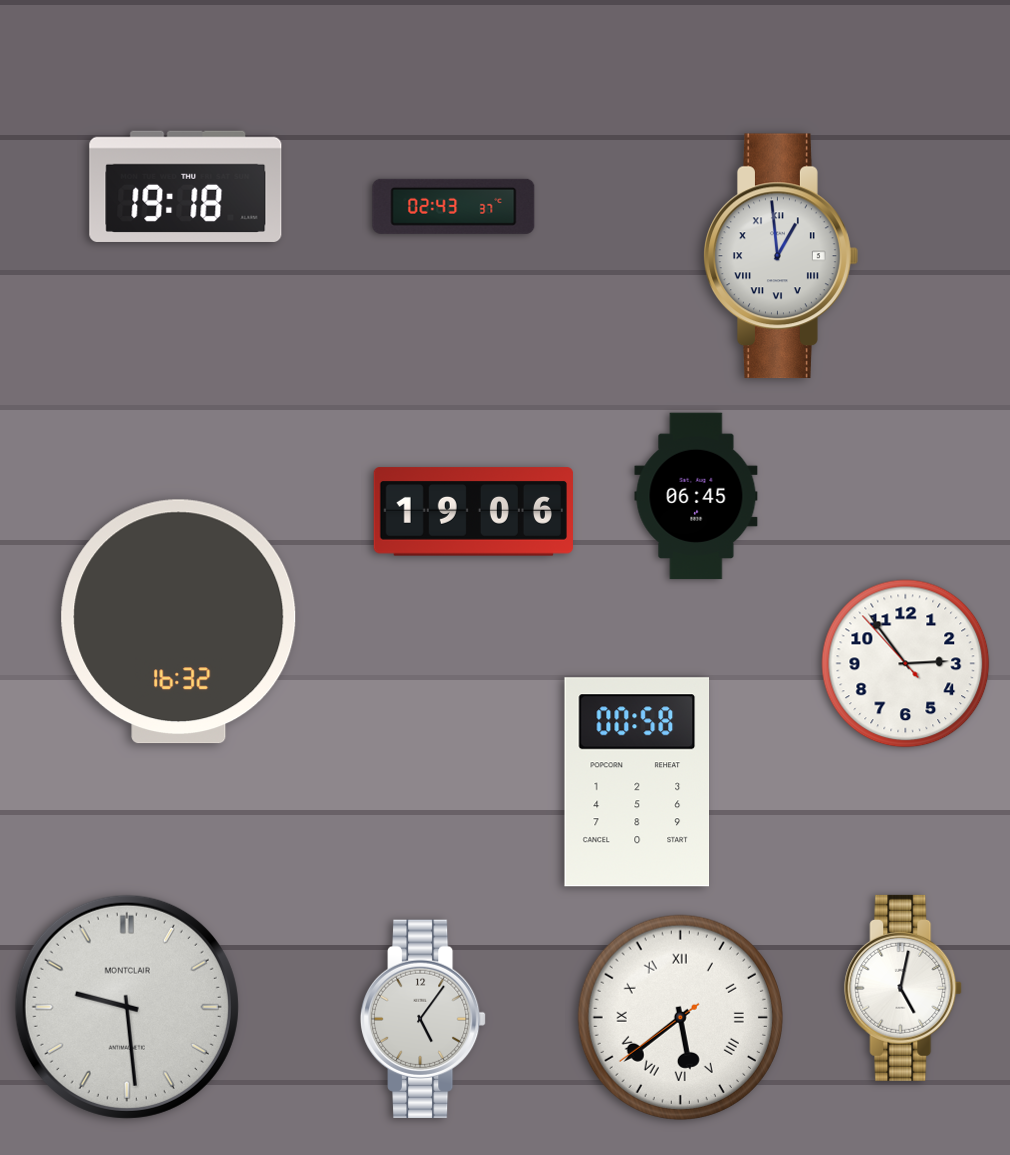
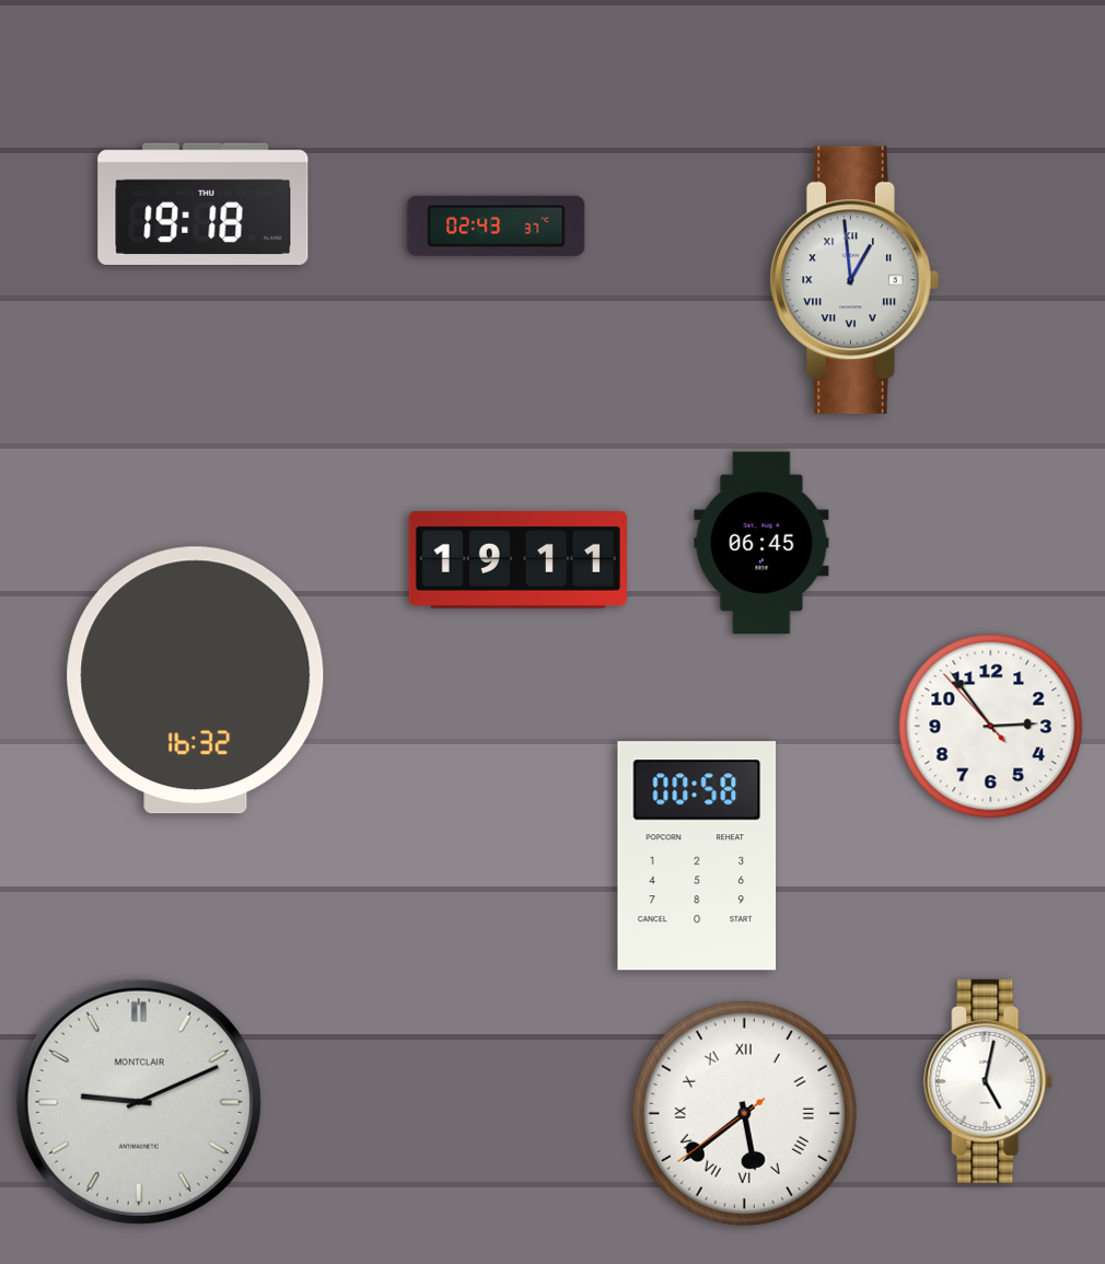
clock at (473, 512): 19:06 -> 19:11
clock at (127, 1007): 9:29 -> 9:11
clock at (423, 1018): 5:06 -> none
